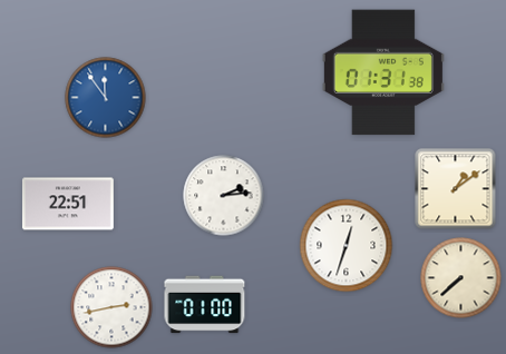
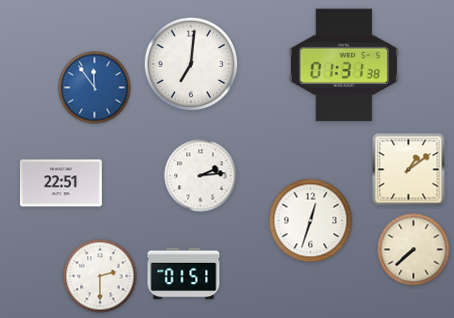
clock at (191, 64): none -> 7:01
clock at (205, 305): 01:00 -> 01:51
clock at (111, 307): 2:43 -> 2:30
